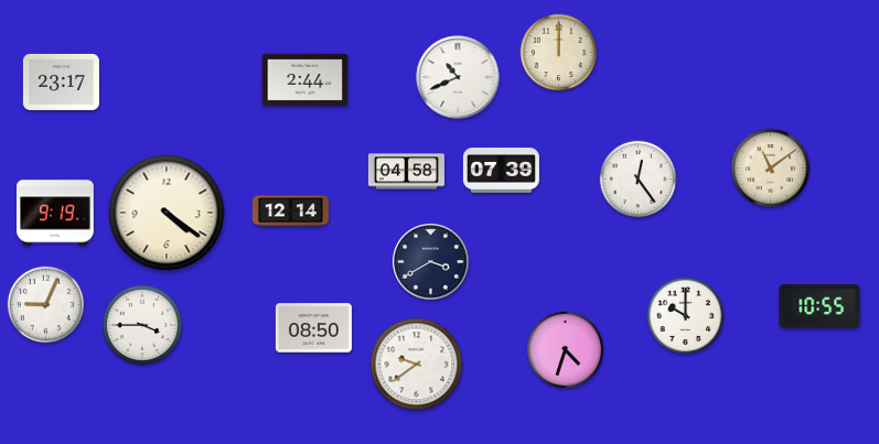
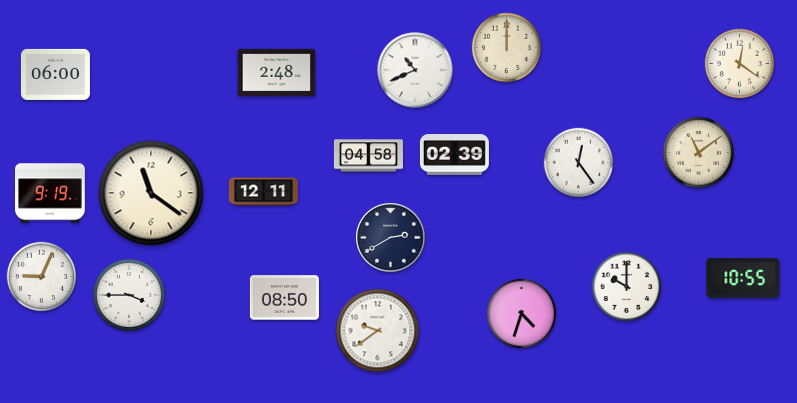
clock at (740, 64): none -> 12:21
clock at (305, 80): 2:44 -> 2:48
clock at (61, 82): 23:17 -> 06:00
clock at (501, 171): 07:39 -> 02:39
clock at (290, 212): 12:14 -> 12:11
clock at (167, 213): 4:21 -> 11:21
clock at (431, 262): 3:40 -> 2:40
clock at (686, 316) position: (686, 316) -> (627, 287)
clock at (566, 350) position: (566, 350) -> (522, 314)
